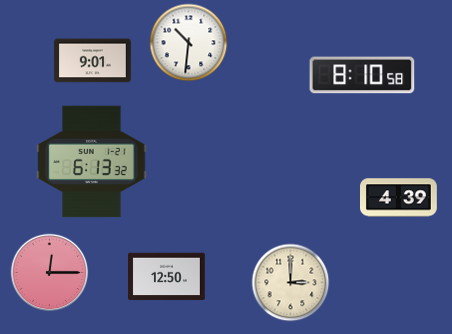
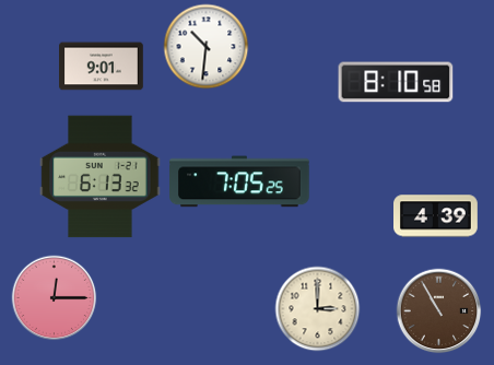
clock at (239, 181): none -> 7:05
clock at (167, 277): 12:50 -> none
clock at (438, 310): none -> 10:55
